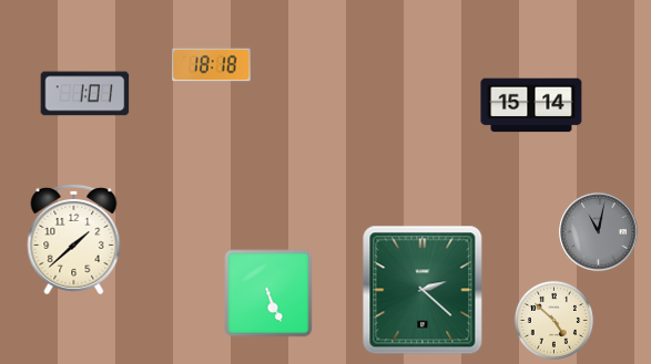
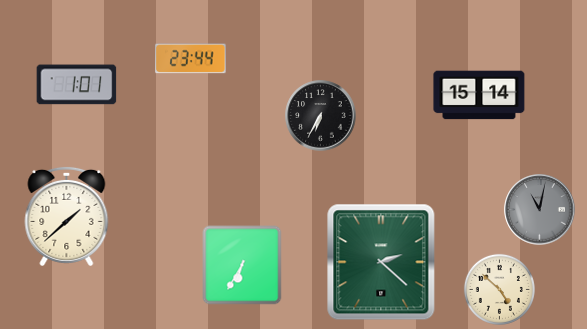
clock at (212, 65): 18:18 -> 23:44
clock at (321, 116): none -> 6:35
clock at (268, 293): 5:26 -> 6:35
